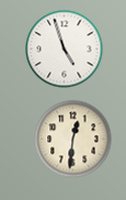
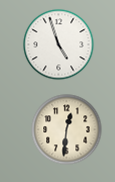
clock at (73, 140) position: (73, 140) -> (67, 130)
